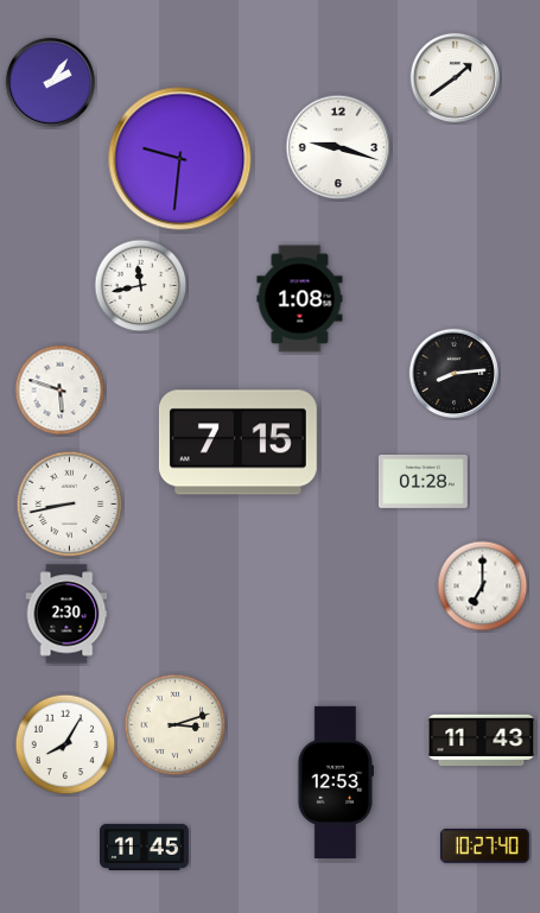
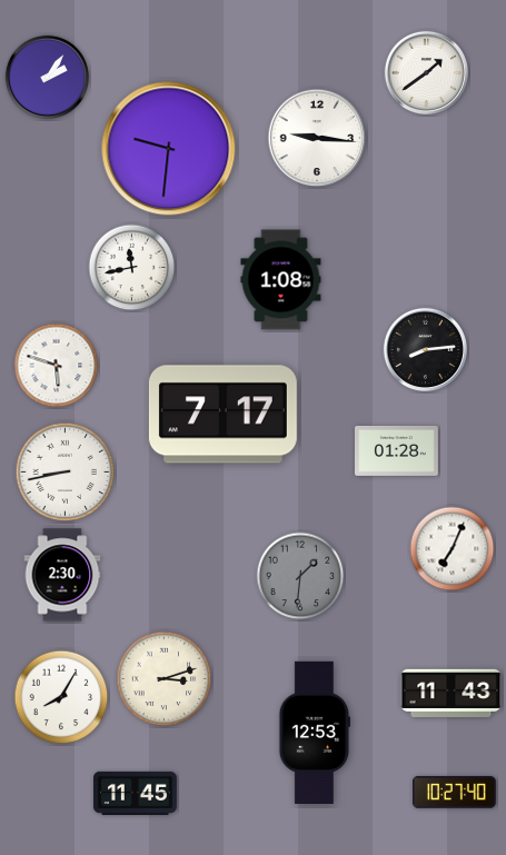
clock at (338, 147): 9:18 -> 9:16
clock at (237, 443): 7:15 -> 7:17
clock at (483, 587): 7:00 -> 7:04
clock at (300, 576): none -> 1:31
